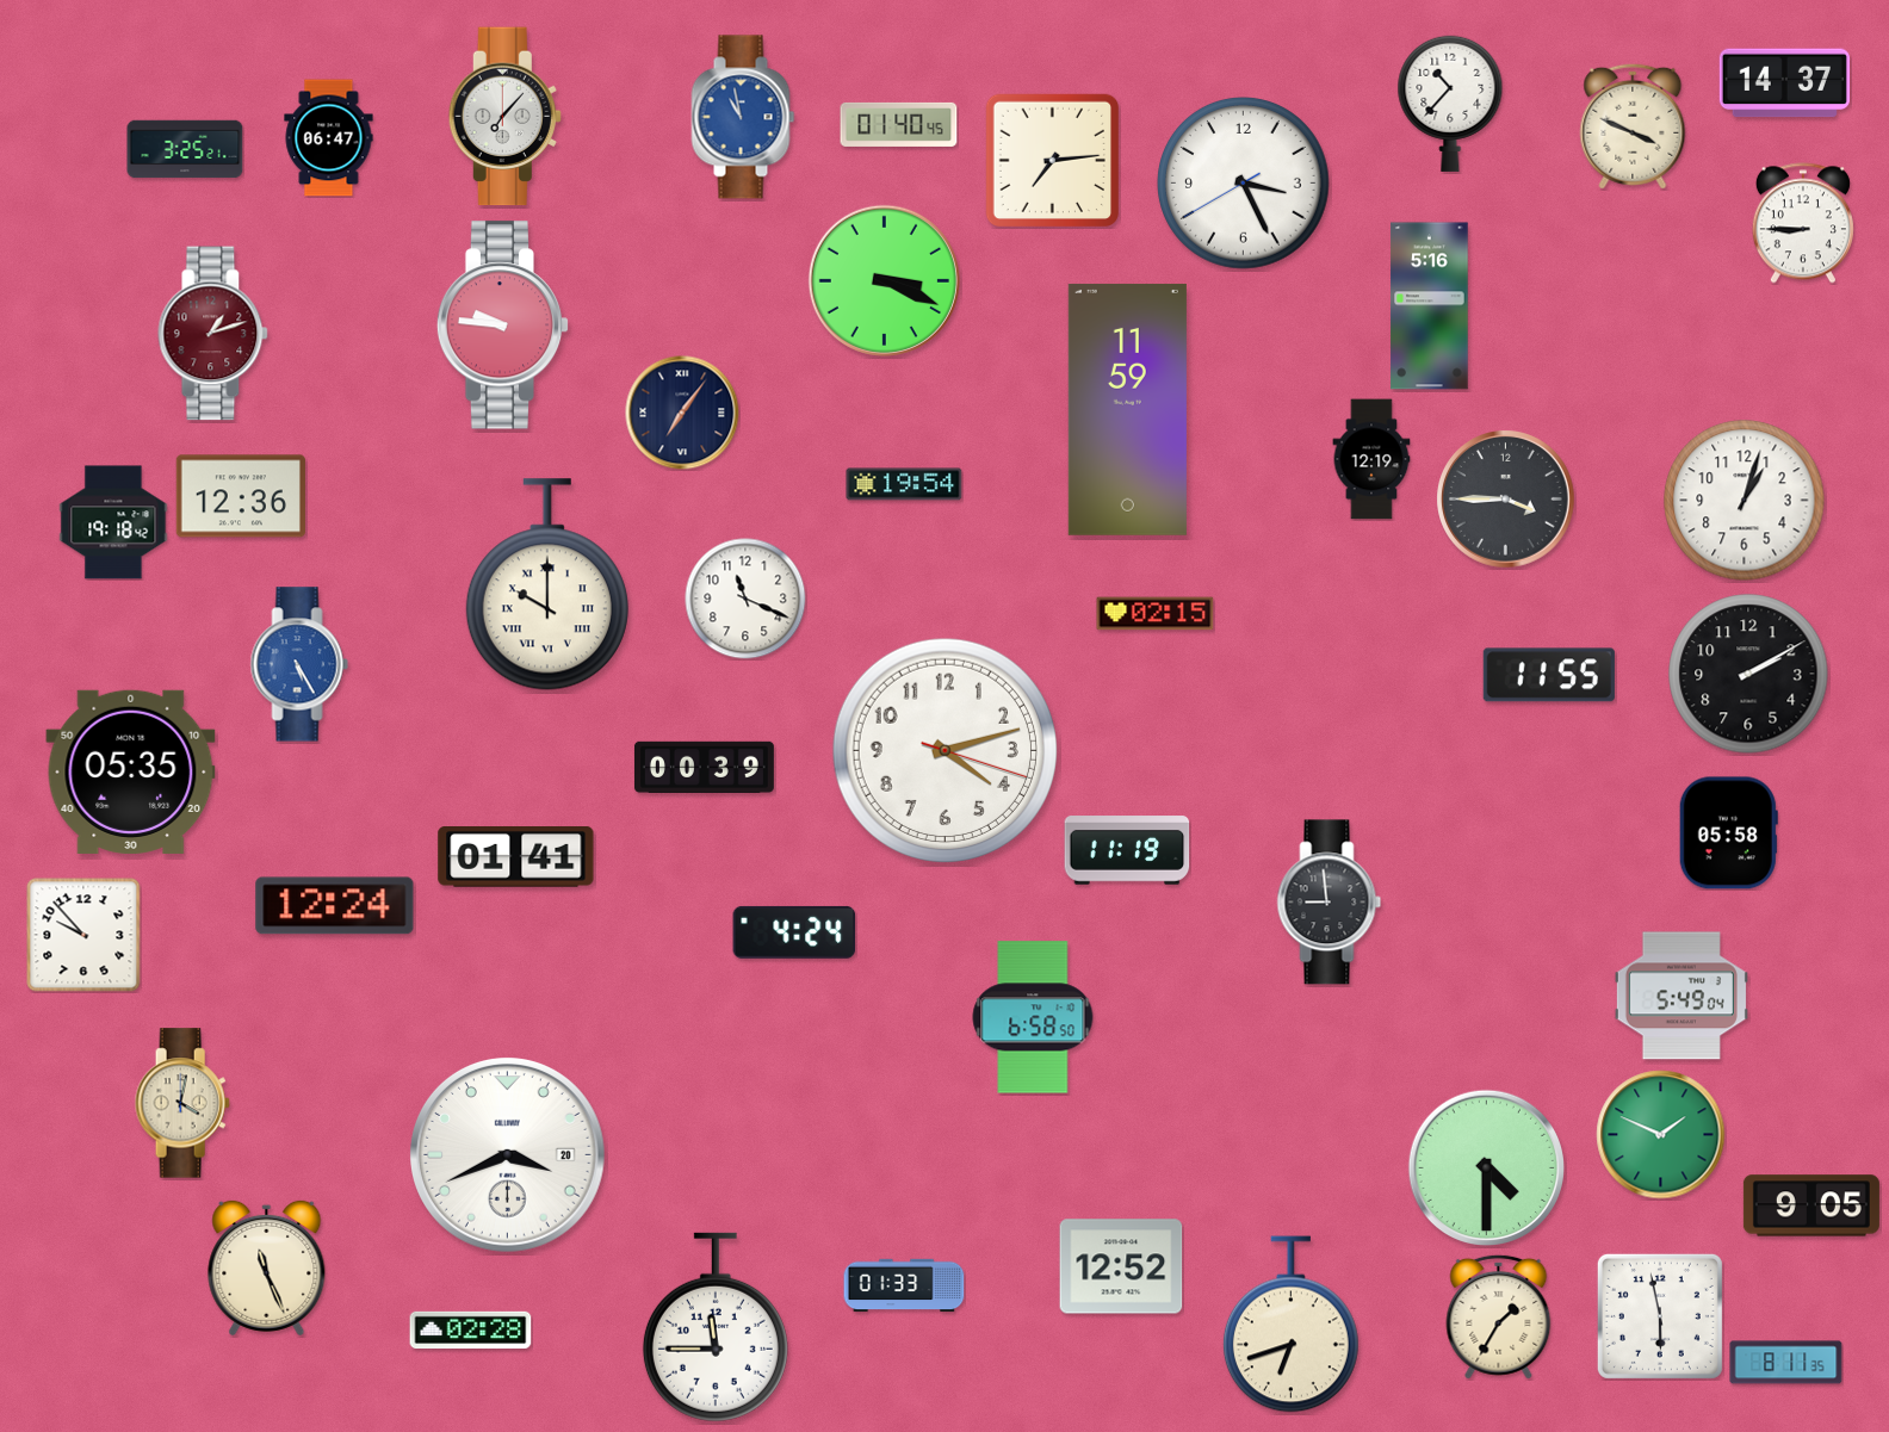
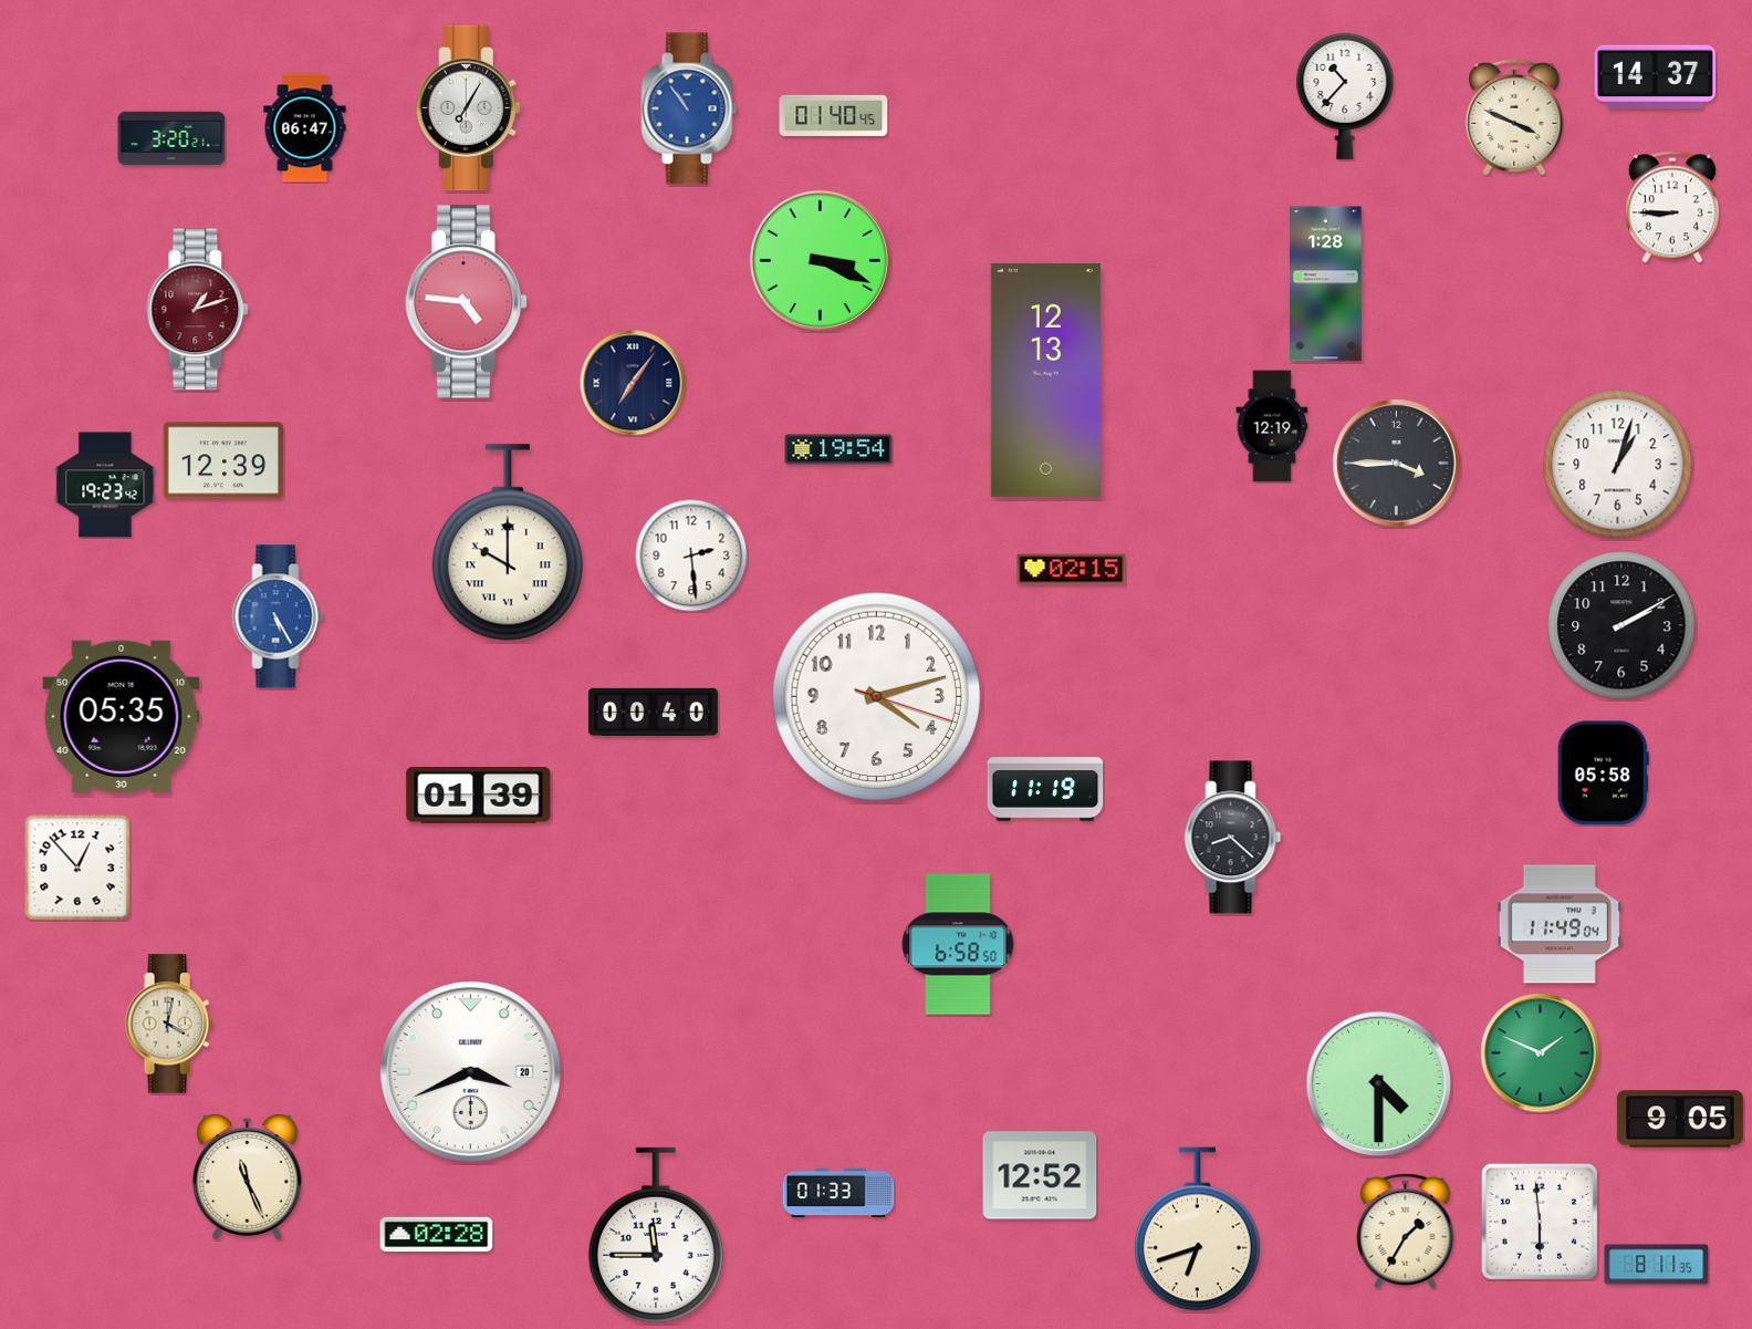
clock at (504, 117): 7:07 -> 7:05
clock at (743, 117): 10:58 -> 10:54
clock at (185, 149): 3:25 -> 3:20
clock at (1052, 160): 7:14 -> none
clock at (1244, 184): 3:25 -> none
clock at (1430, 306): 5:16 -> 1:28
clock at (503, 326): 9:46 -> 4:46
clock at (1127, 409): 11:59 -> 12:13
clock at (240, 496): 12:36 -> 12:39
clock at (113, 522): 19:18 -> 19:23
clock at (745, 599): 11:19 -> 2:29
clock at (1549, 675): 11:55 -> none
clock at (704, 767): 00:39 -> 00:40
clock at (516, 857): 01:41 -> 01:39
clock at (1330, 903): 8:59 -> 8:22
clock at (335, 906): 12:24 -> none
clock at (794, 932): 4:24 -> none
clock at (83, 935): 9:53 -> 12:53
clock at (1681, 996): 5:49 -> 11:49
clock at (1499, 1316) position: (1499, 1316) -> (1406, 1231)
clock at (1660, 1316): 5:58 -> 5:59
clock at (716, 1327) position: (716, 1327) -> (656, 1235)
